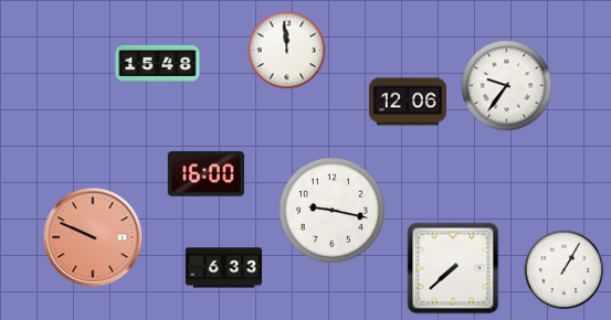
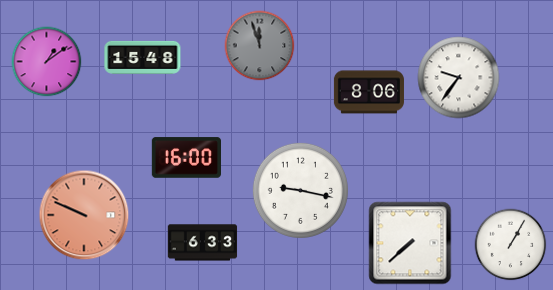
clock at (287, 51): 11:59 -> 11:57
clock at (287, 51) dial: white -> grey
clock at (47, 62): none -> 1:09
clock at (408, 102): 12:06 -> 8:06
